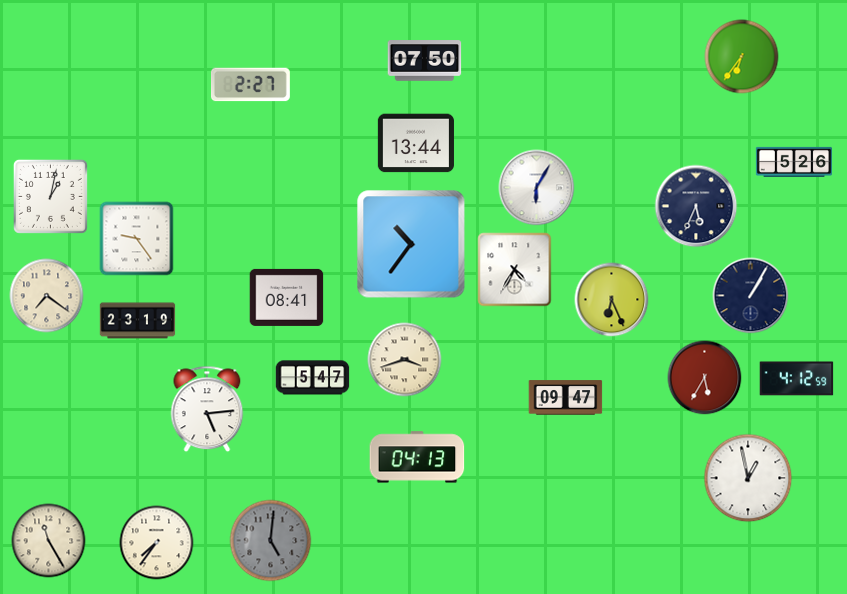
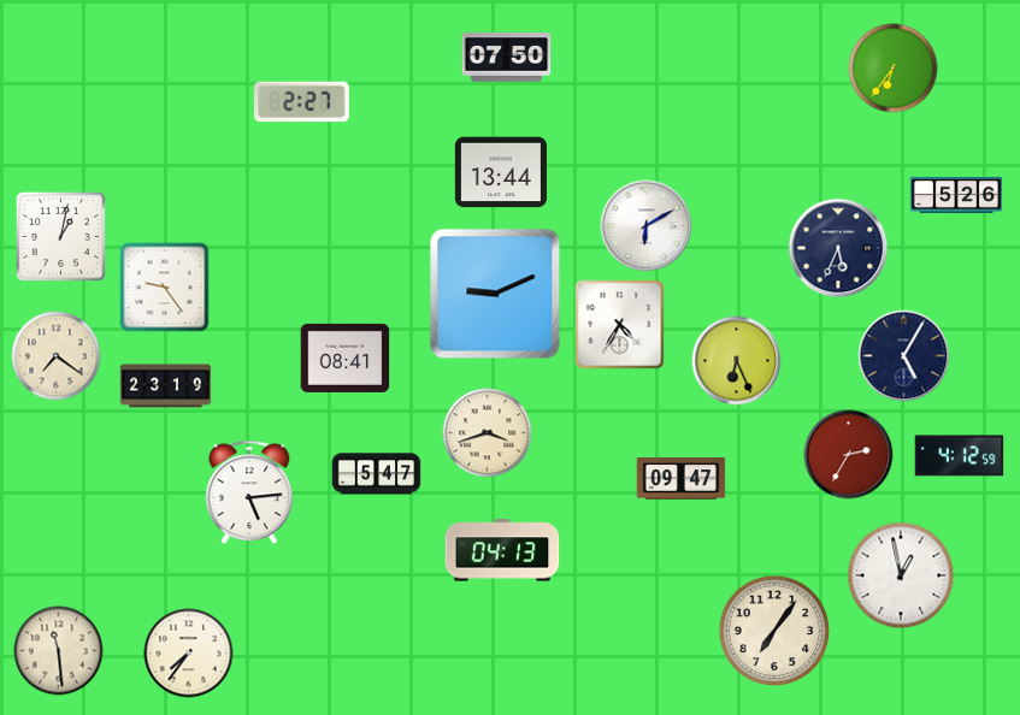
clock at (425, 61) position: (425, 61) -> (507, 58)
clock at (537, 188): 6:05 -> 6:10
clock at (411, 244): 10:36 -> 9:11
clock at (751, 296): 1:05 -> 5:05
clock at (313, 378) position: (313, 378) -> (377, 474)
clock at (705, 378): 5:35 -> 2:35
clock at (774, 631): none -> 7:06
clock at (49, 541): 11:25 -> 11:29
clock at (271, 541): 5:01 -> none
